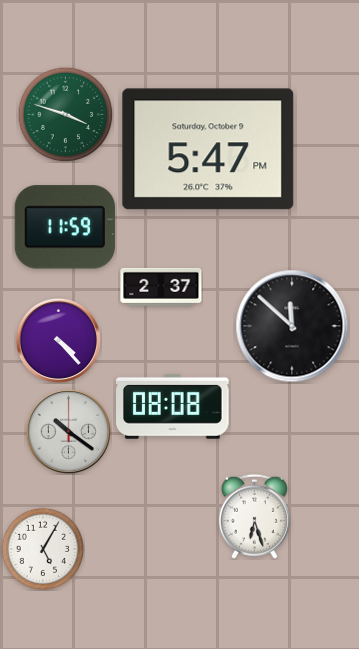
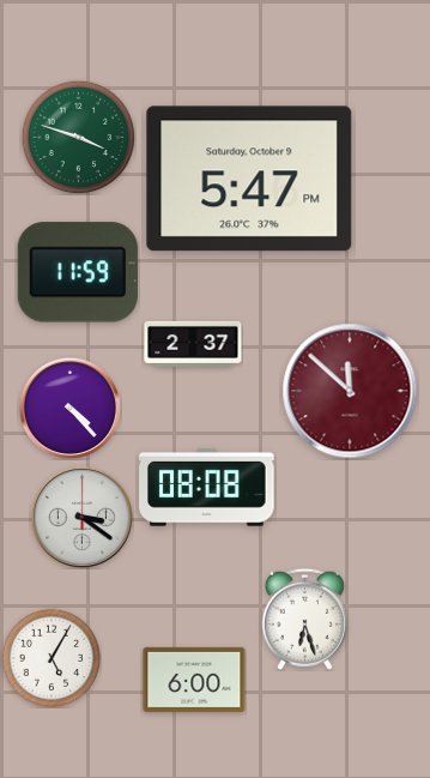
clock at (292, 326) dial: black -> burgundy
clock at (68, 431): 10:21 -> 3:21
clock at (194, 680): none -> 6:00
